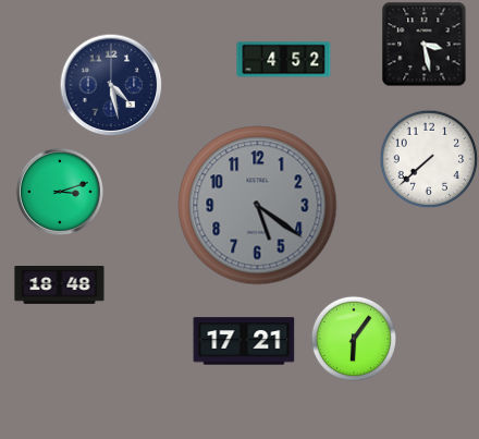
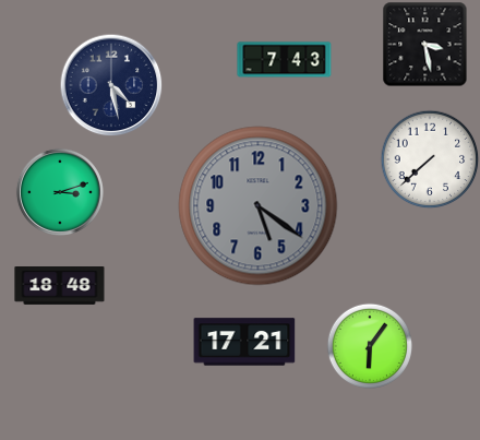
clock at (284, 60): 4:52 -> 7:43
clock at (353, 338) position: (353, 338) -> (369, 345)
